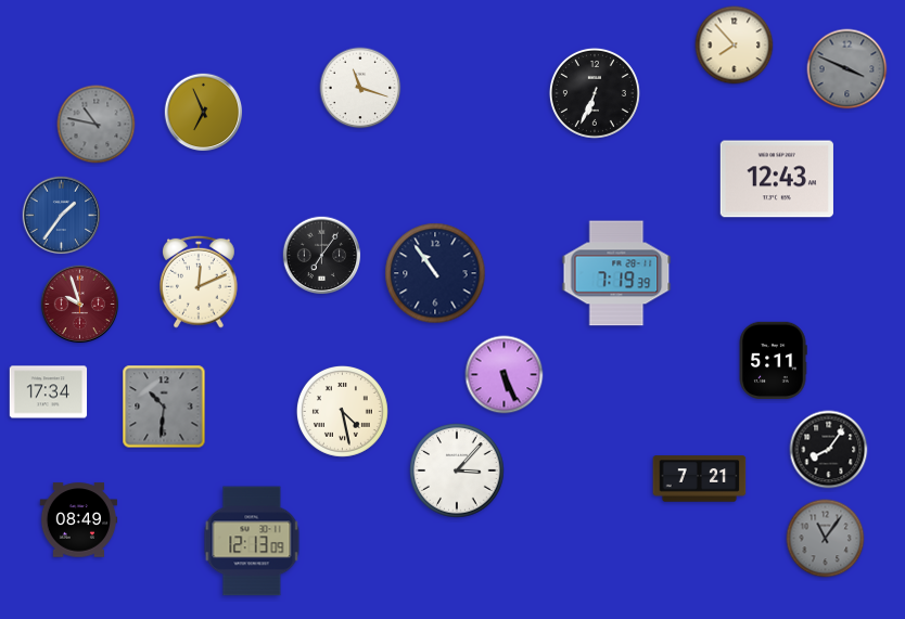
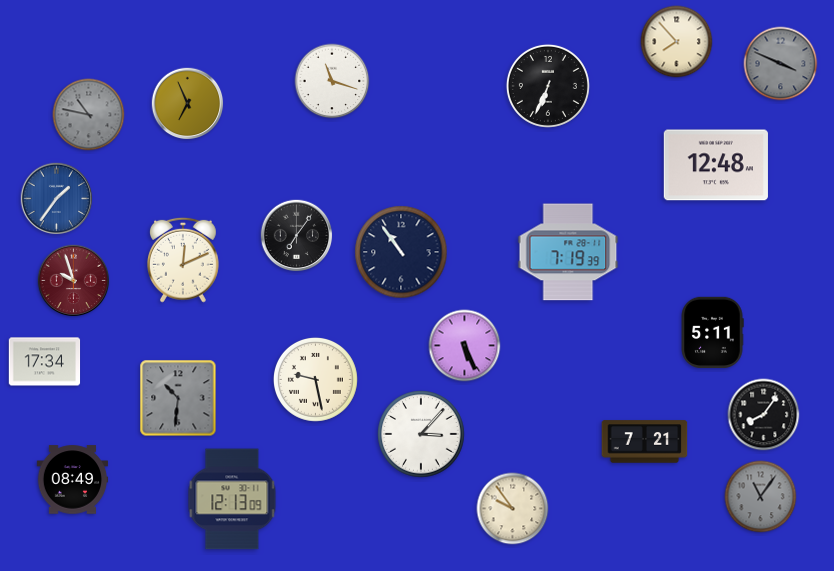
clock at (777, 179): 12:43 -> 12:48
clock at (164, 407) position: (164, 407) -> (178, 398)
clock at (342, 411): 4:28 -> 9:28
clock at (513, 509): none -> 9:54
